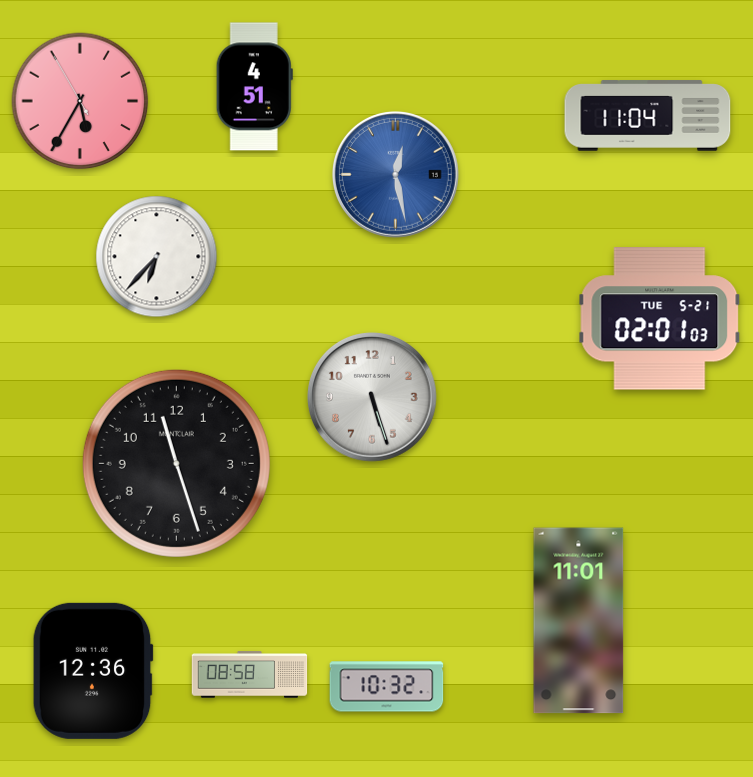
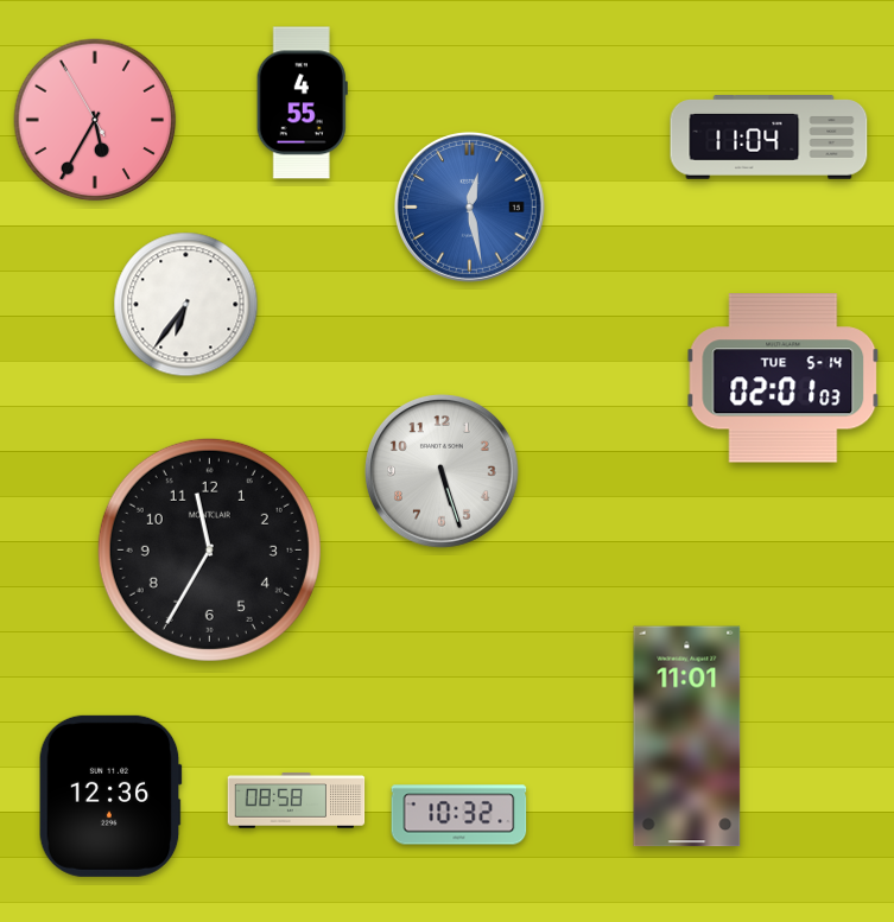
clock at (254, 87): 4:51 -> 4:55
clock at (157, 257): 6:37 -> 6:36
clock at (660, 319) date: TUE 5-21 -> TUE 5-14
clock at (176, 463): 11:27 -> 11:35
